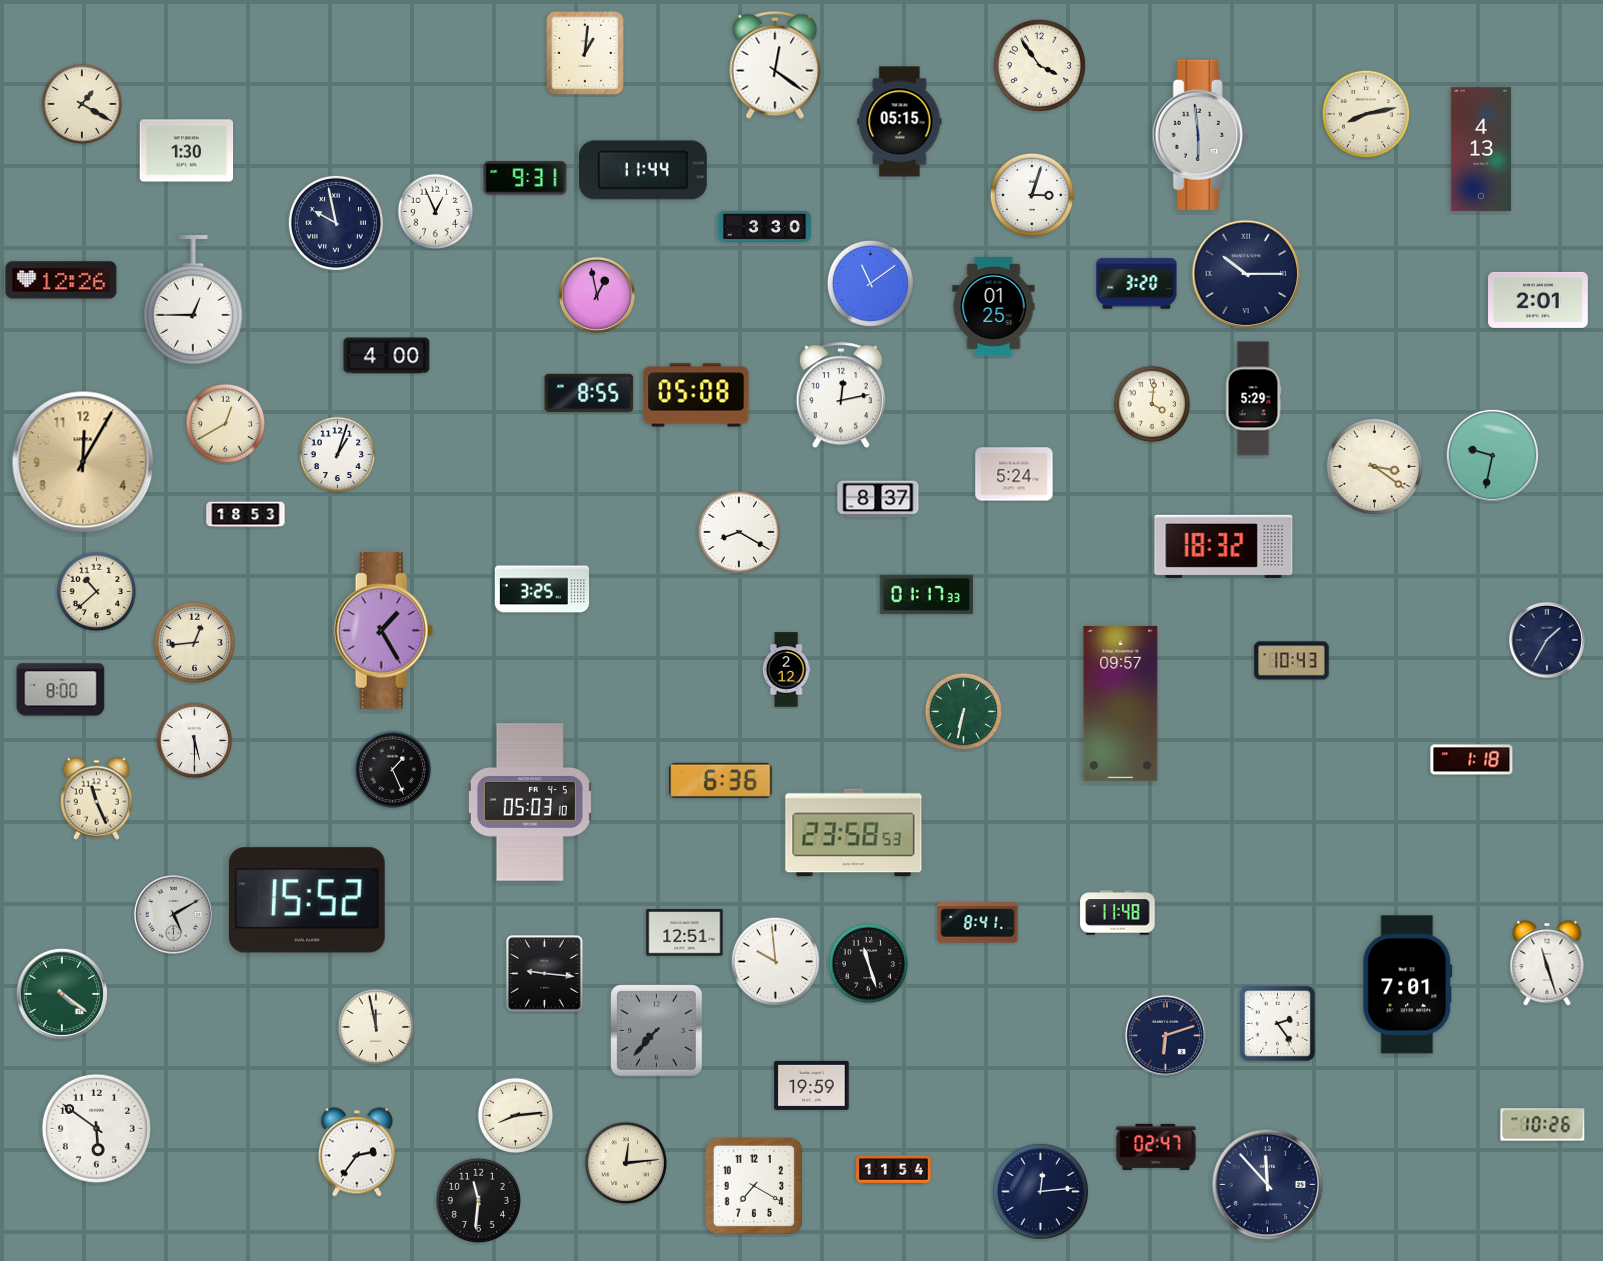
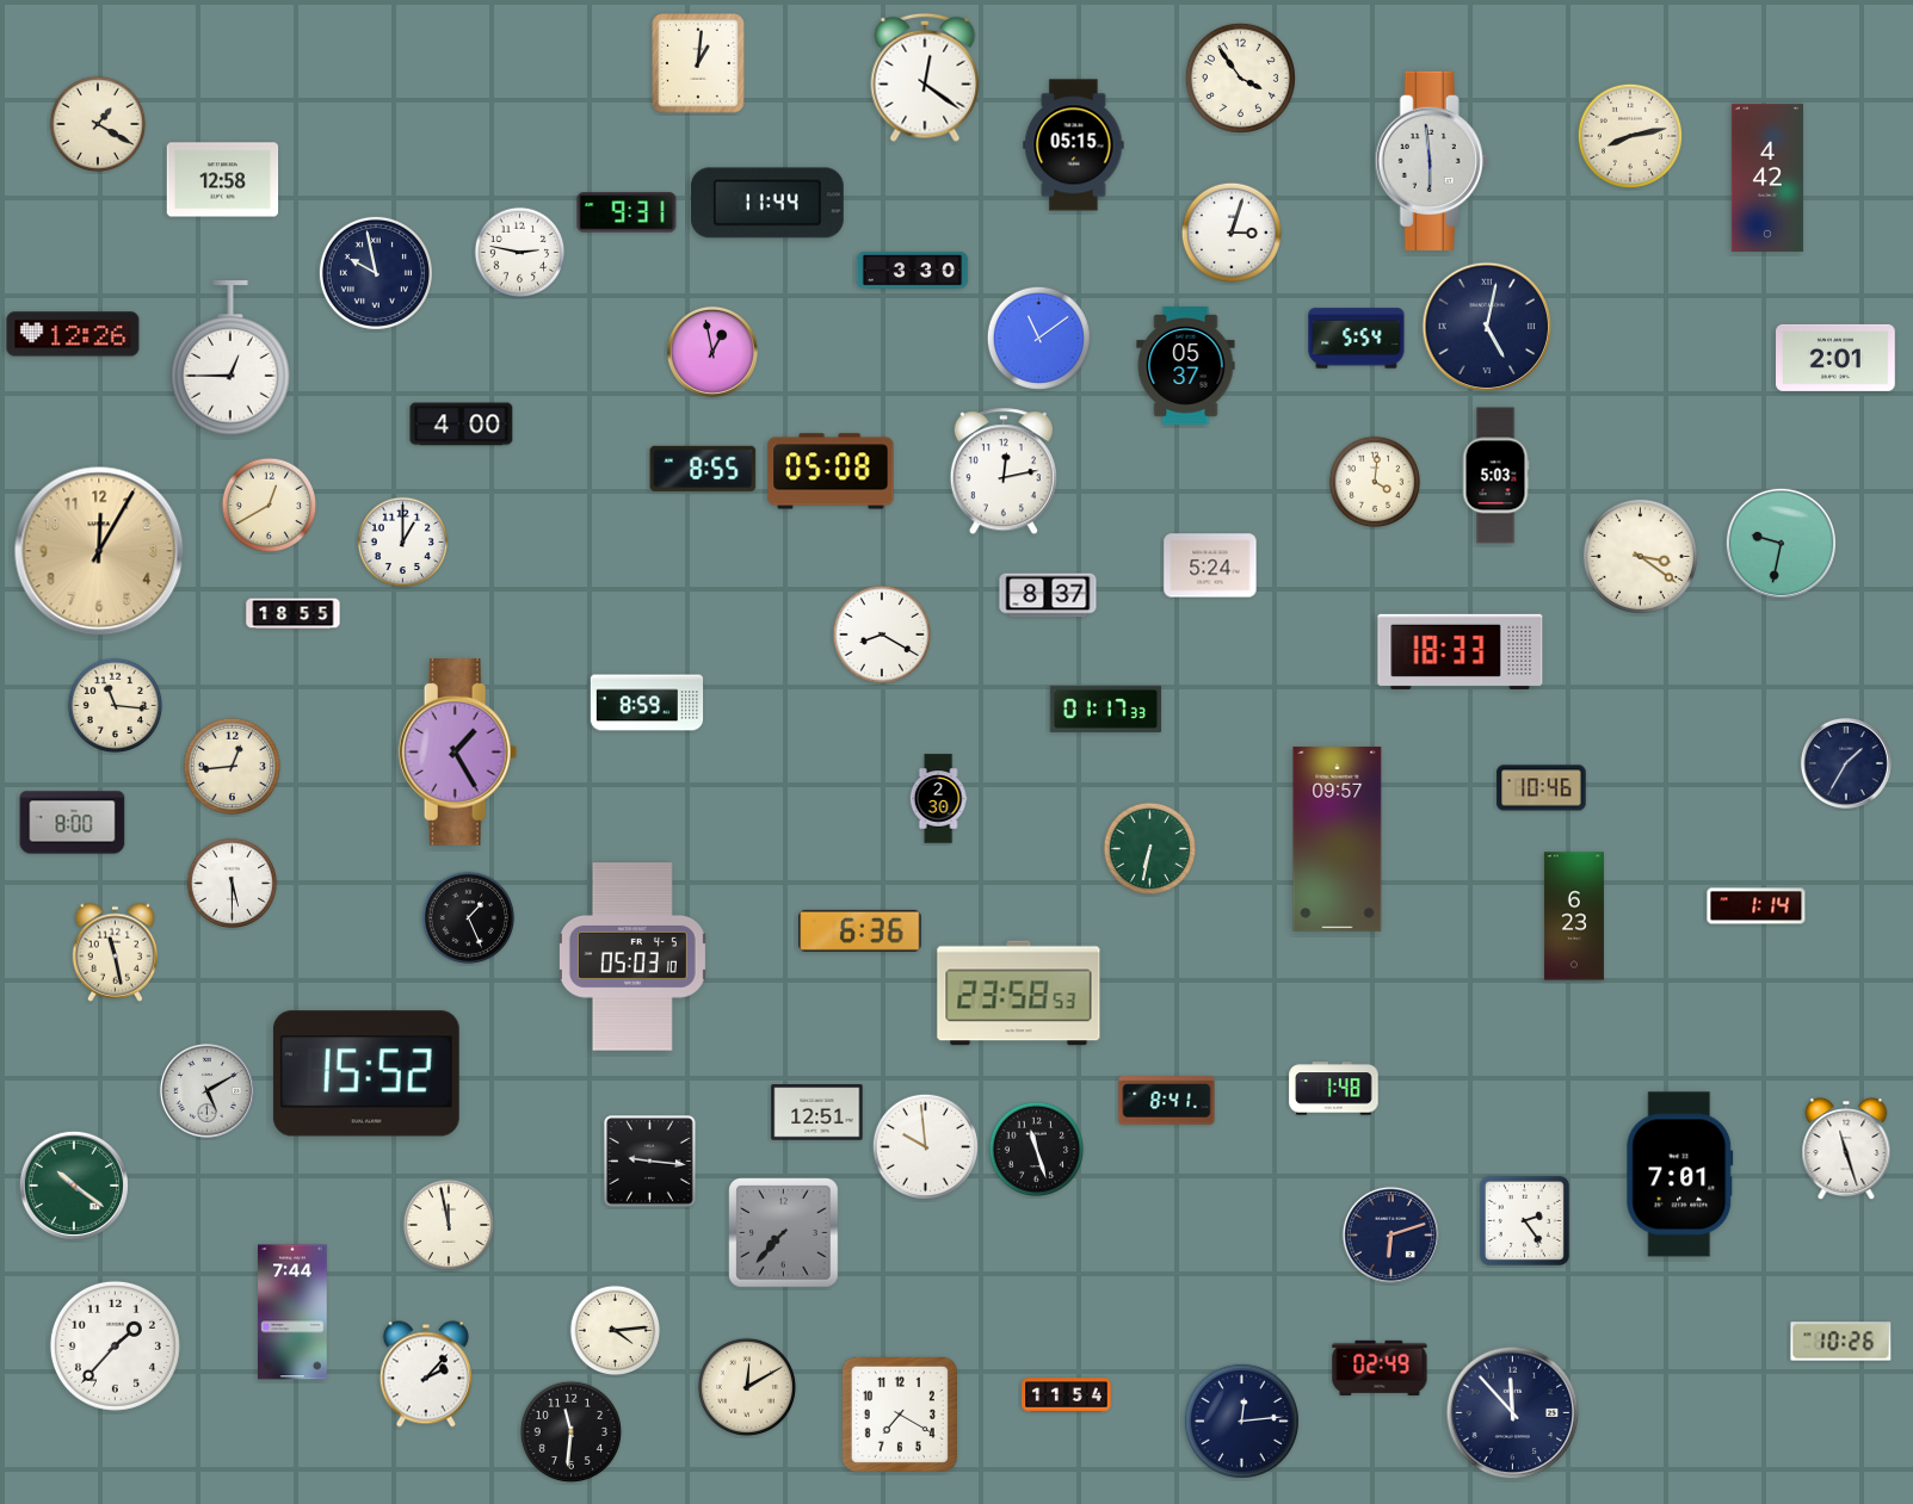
clock at (1481, 149): 4:13 -> 4:42
clock at (187, 151): 1:30 -> 12:58
clock at (436, 212): 12:56 -> 2:47
clock at (336, 223) position: (336, 223) -> (376, 273)
clock at (1246, 274): 10:15 -> 5:02
clock at (1137, 284): 3:20 -> 5:54
clock at (994, 306): 01:25 -> 05:37
clock at (1253, 399): 5:29 -> 5:03
clock at (338, 455): 1:03 -> 1:00
clock at (246, 515): 18:53 -> 18:55
clock at (1224, 546): 18:32 -> 18:33
clock at (542, 589): 3:25 -> 8:59
clock at (97, 592): 10:38 -> 11:16
clock at (1292, 661): 10:43 -> 10:46
clock at (786, 670): 2:12 -> 2:30
clock at (1472, 760): 1:18 -> 1:14
clock at (1574, 916): none -> 6:23
clock at (97, 798): 11:26 -> 11:28
clock at (1118, 913): 11:48 -> 1:48
clock at (62, 994): 4:21 -> 10:21
clock at (657, 1031) position: (657, 1031) -> (784, 1233)
clock at (812, 1085): 19:59 -> none
clock at (292, 1312): none -> 7:44
clock at (516, 1116): 8:14 -> 4:14
clock at (96, 1128): 5:51 -> 1:37
clock at (1156, 1147): 02:47 -> 02:49
clock at (357, 1152): 2:36 -> 2:07
clock at (625, 1162): 12:14 -> 12:10
